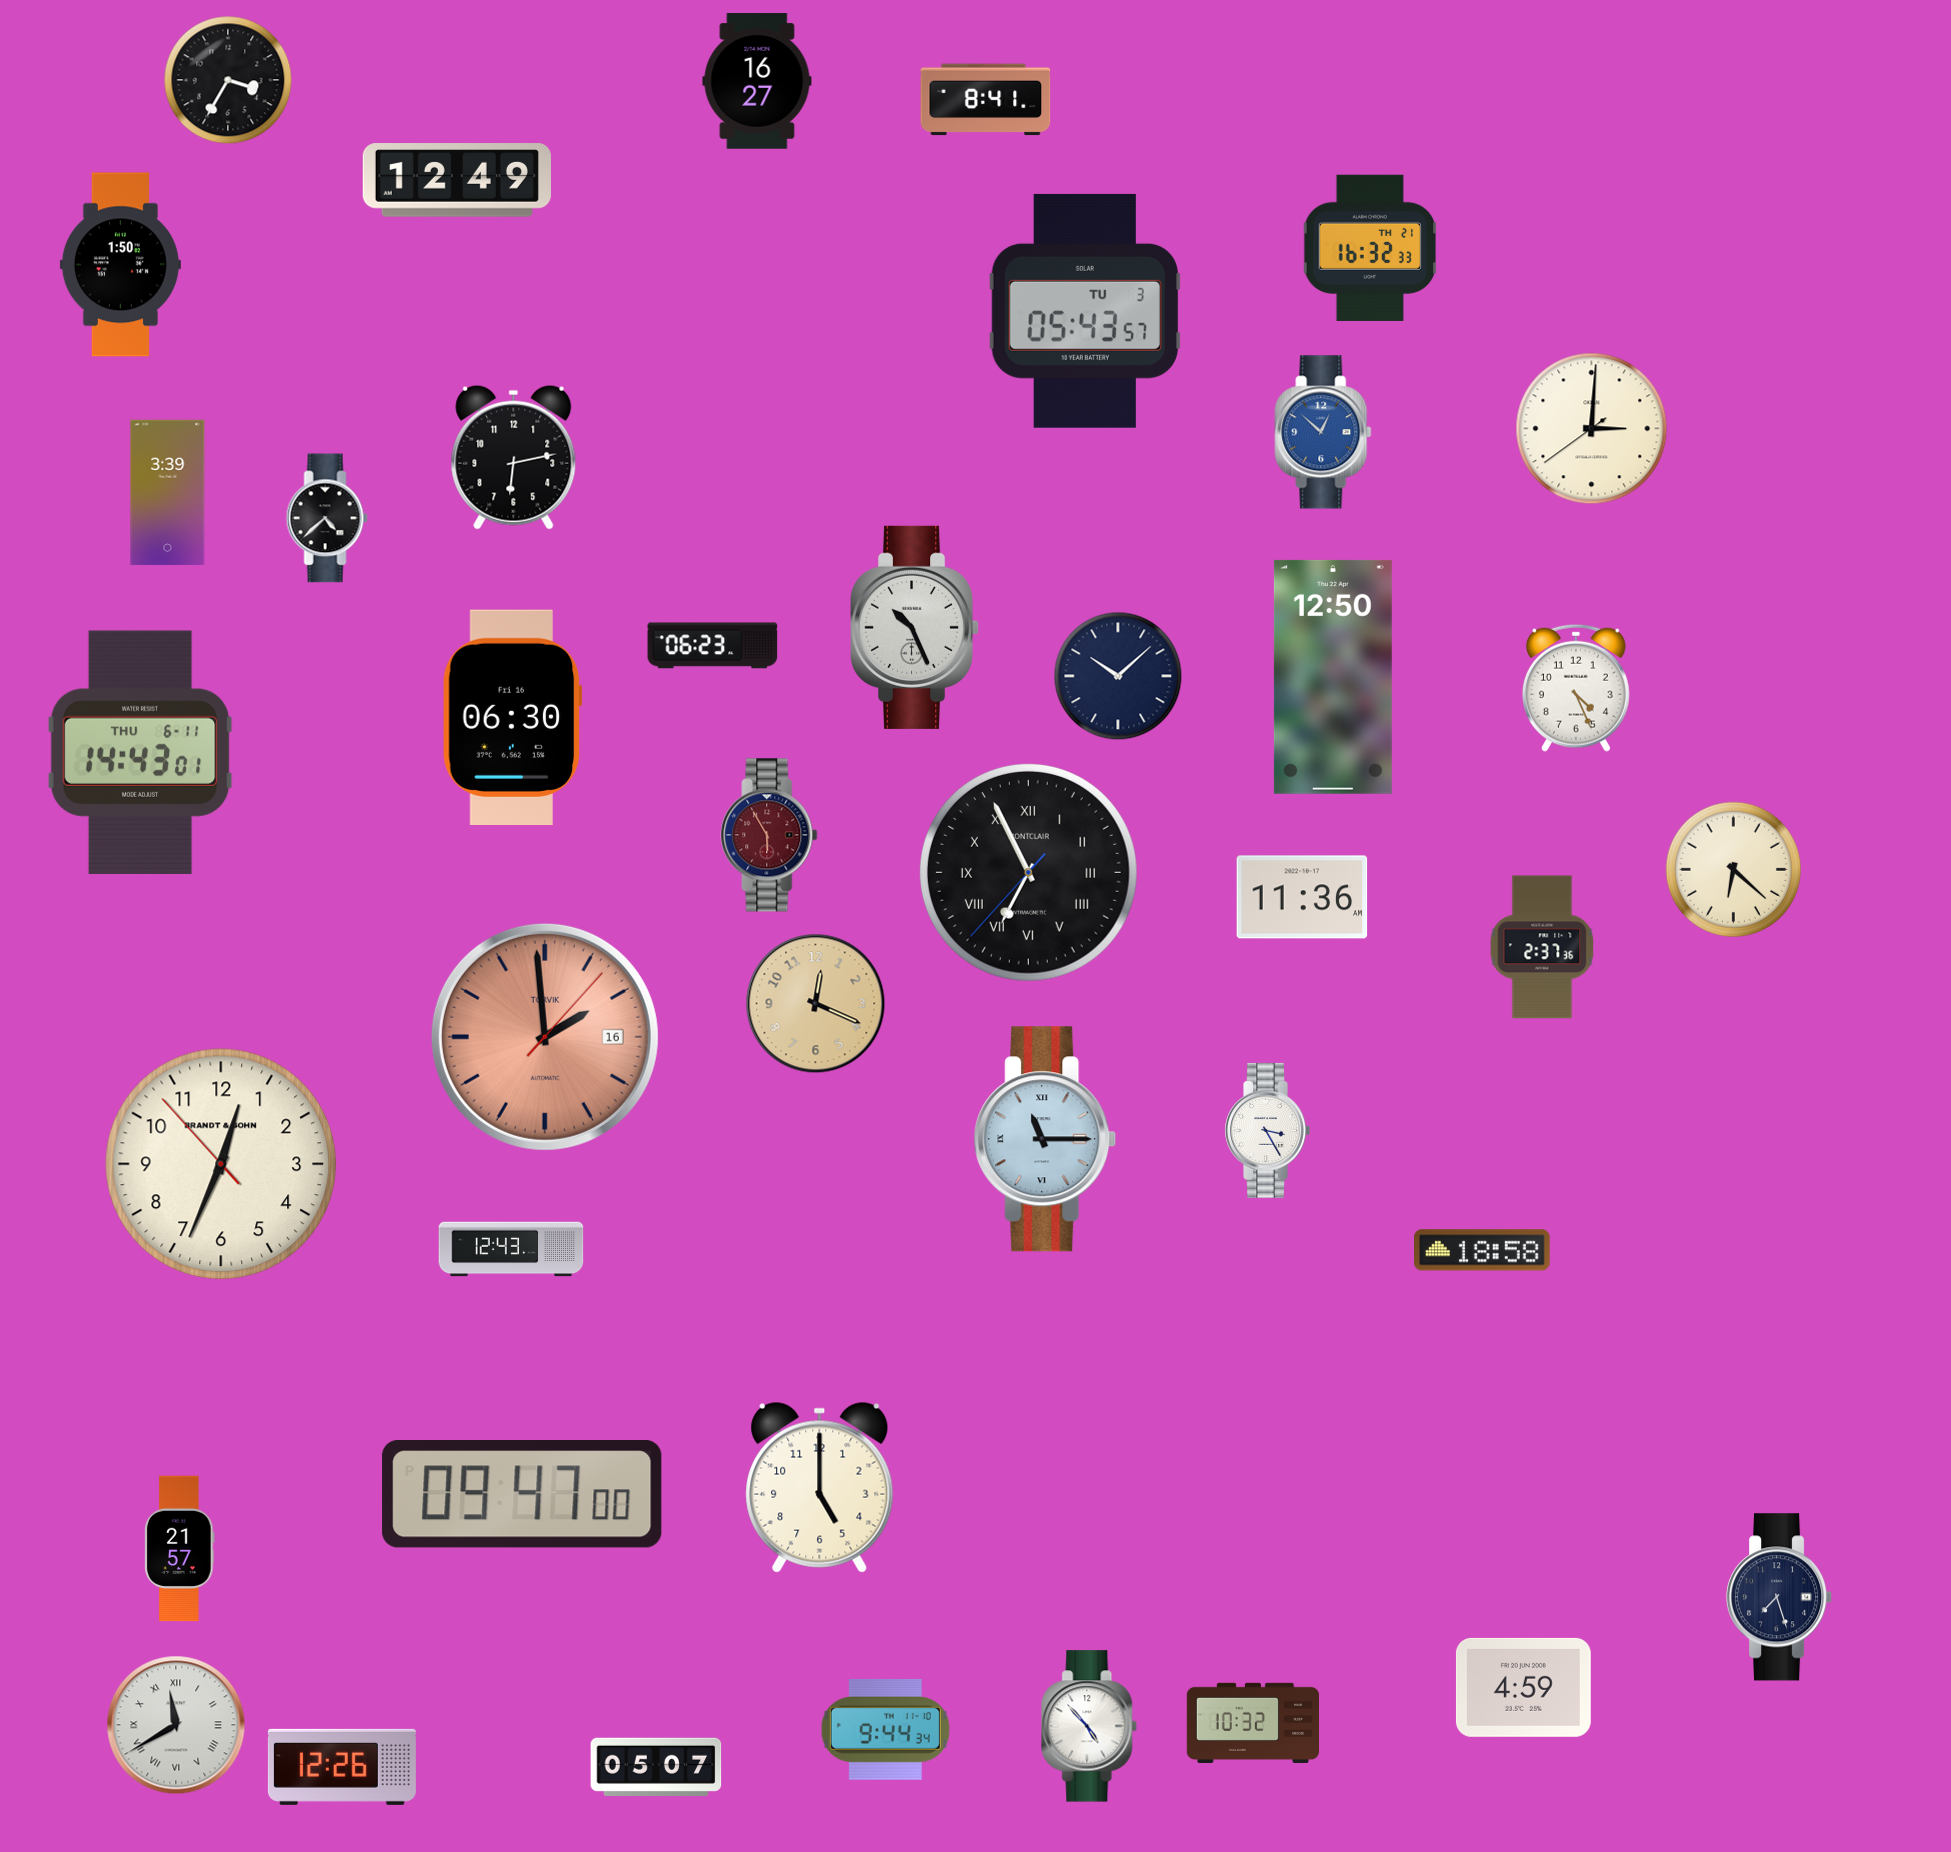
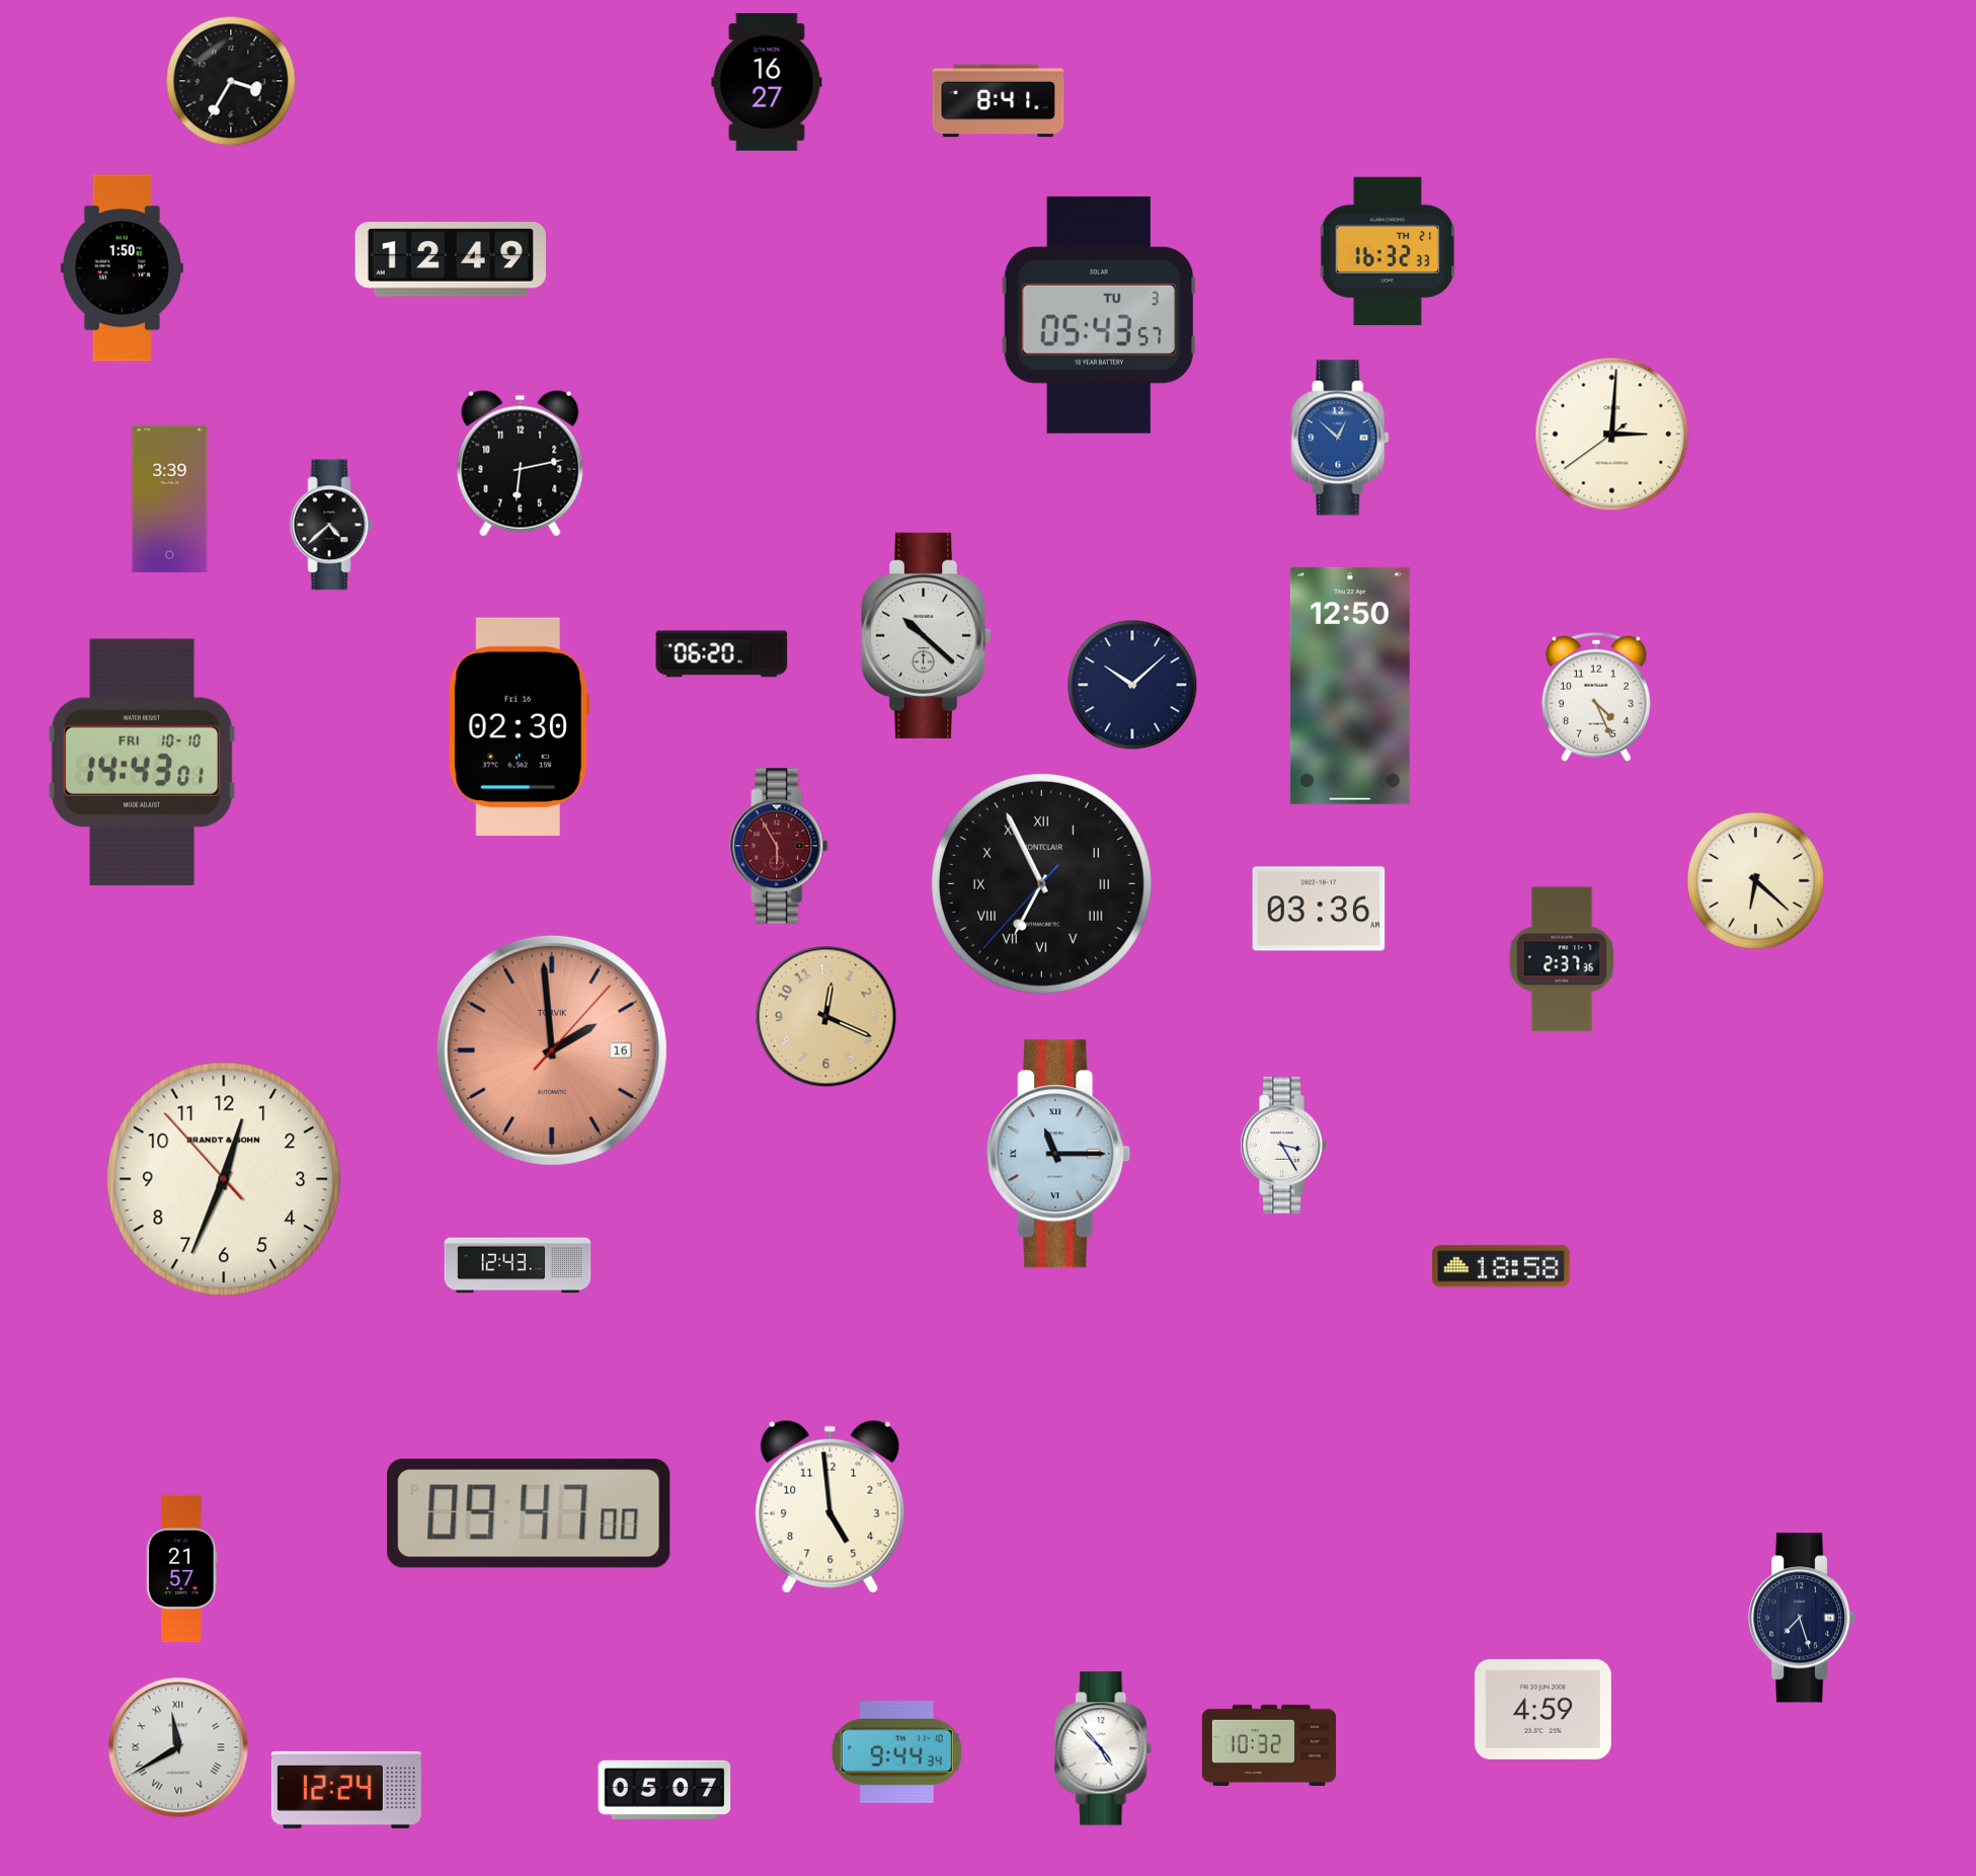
clock at (457, 180) position: (457, 180) -> (451, 259)
clock at (916, 627): 10:26 -> 10:22
clock at (713, 646): 06:23 -> 06:20
clock at (512, 717): 06:30 -> 02:30
clock at (140, 752) date: THU 6-11 -> FRI 10-10
clock at (1302, 897): 11:36 -> 03:36
clock at (820, 1487): 5:00 -> 4:59
clock at (342, 1767): 12:26 -> 12:24
